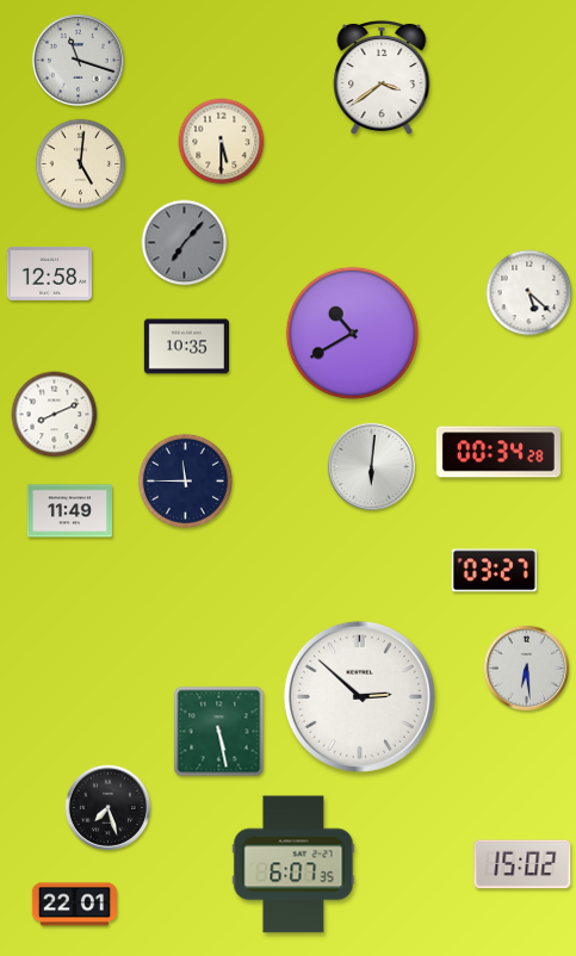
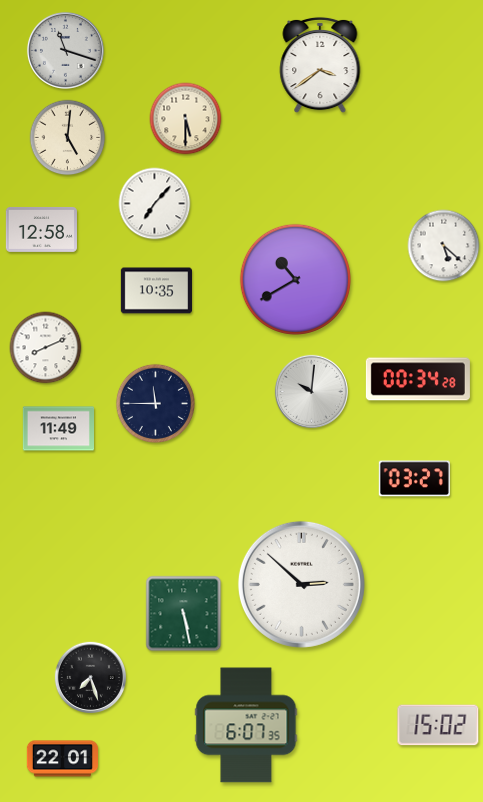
clock at (185, 243) dial: grey -> white
clock at (371, 466): 6:01 -> 10:01
clock at (526, 668): 6:29 -> none
